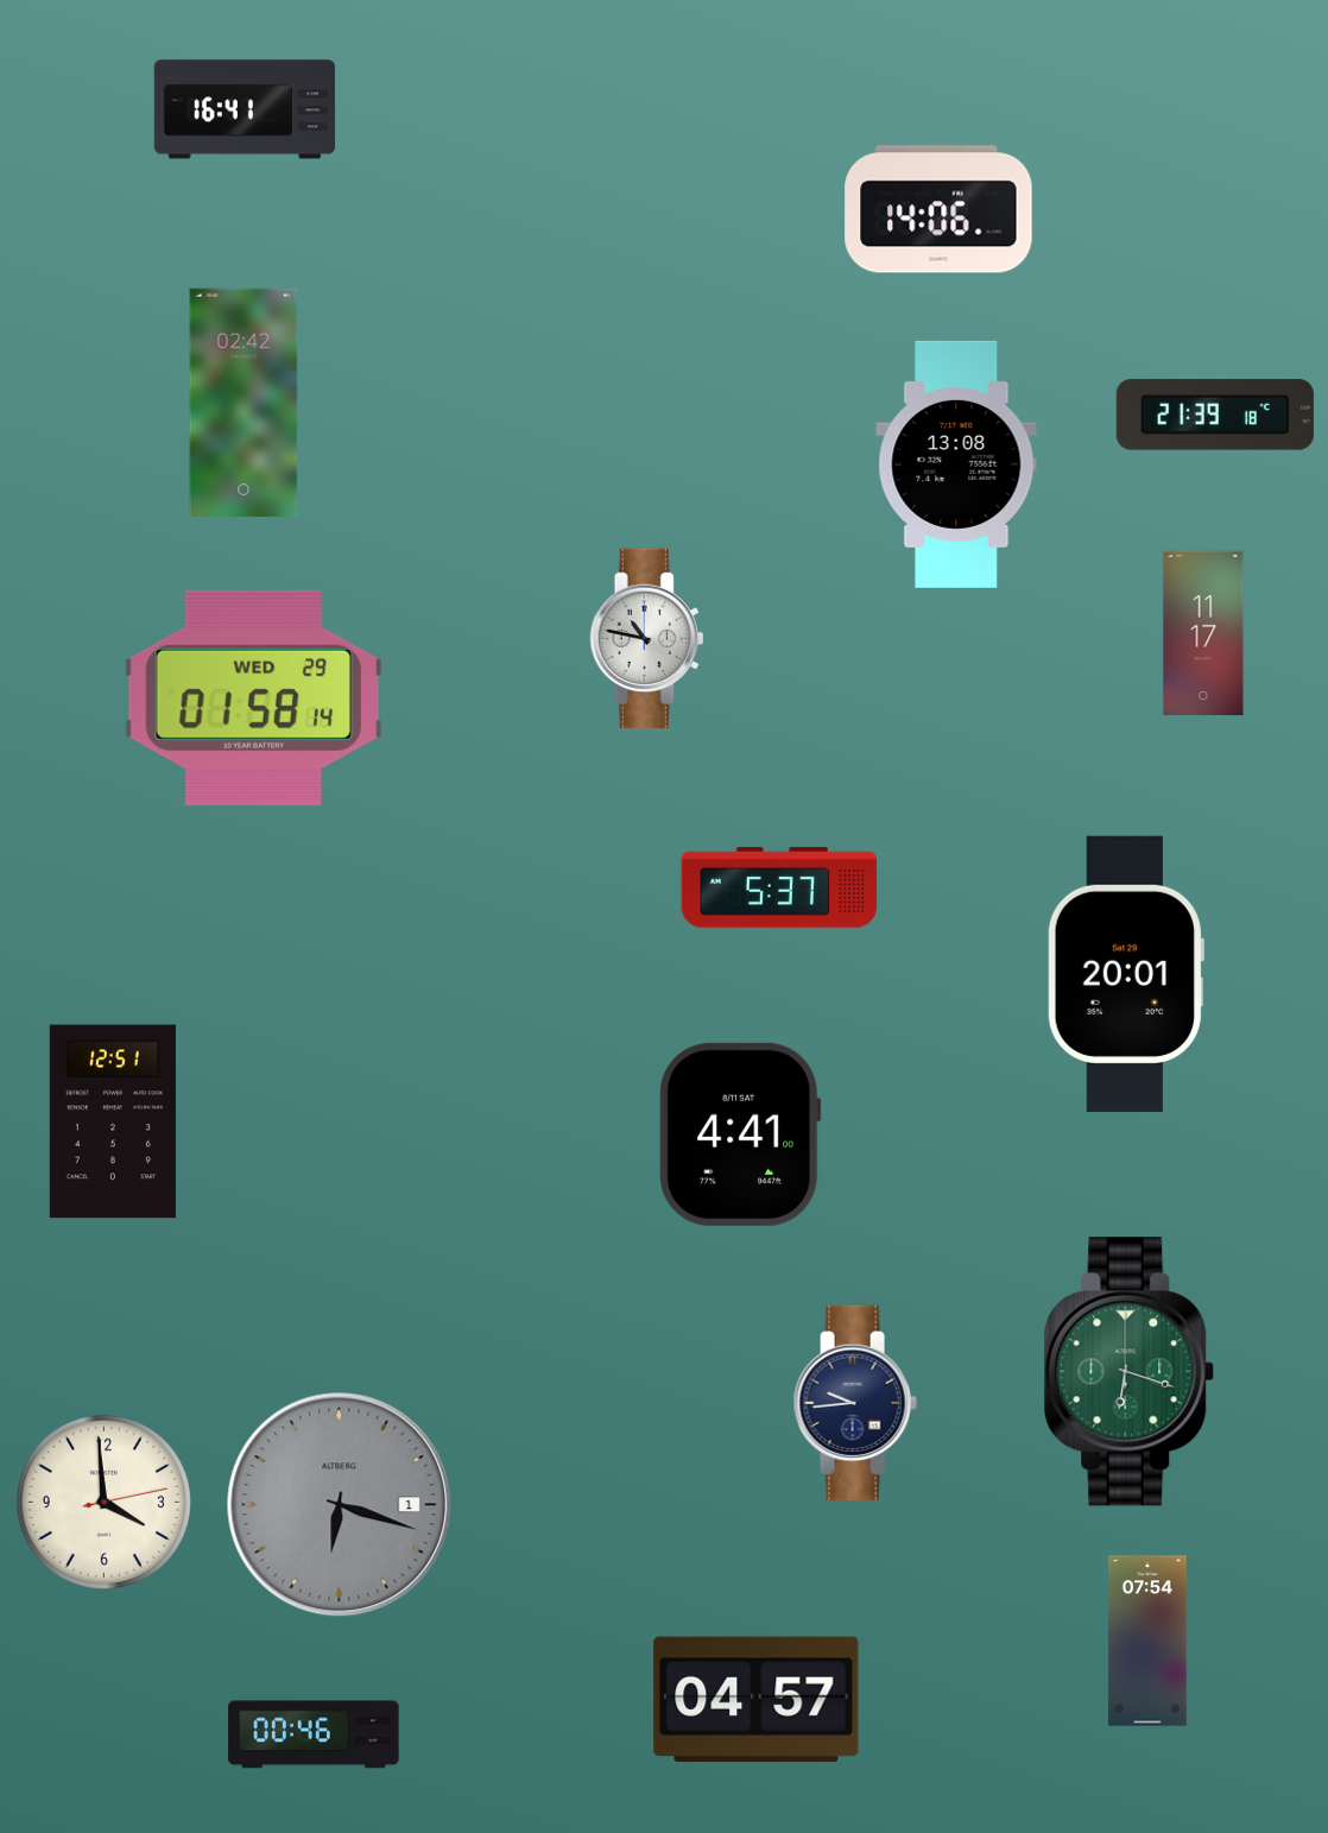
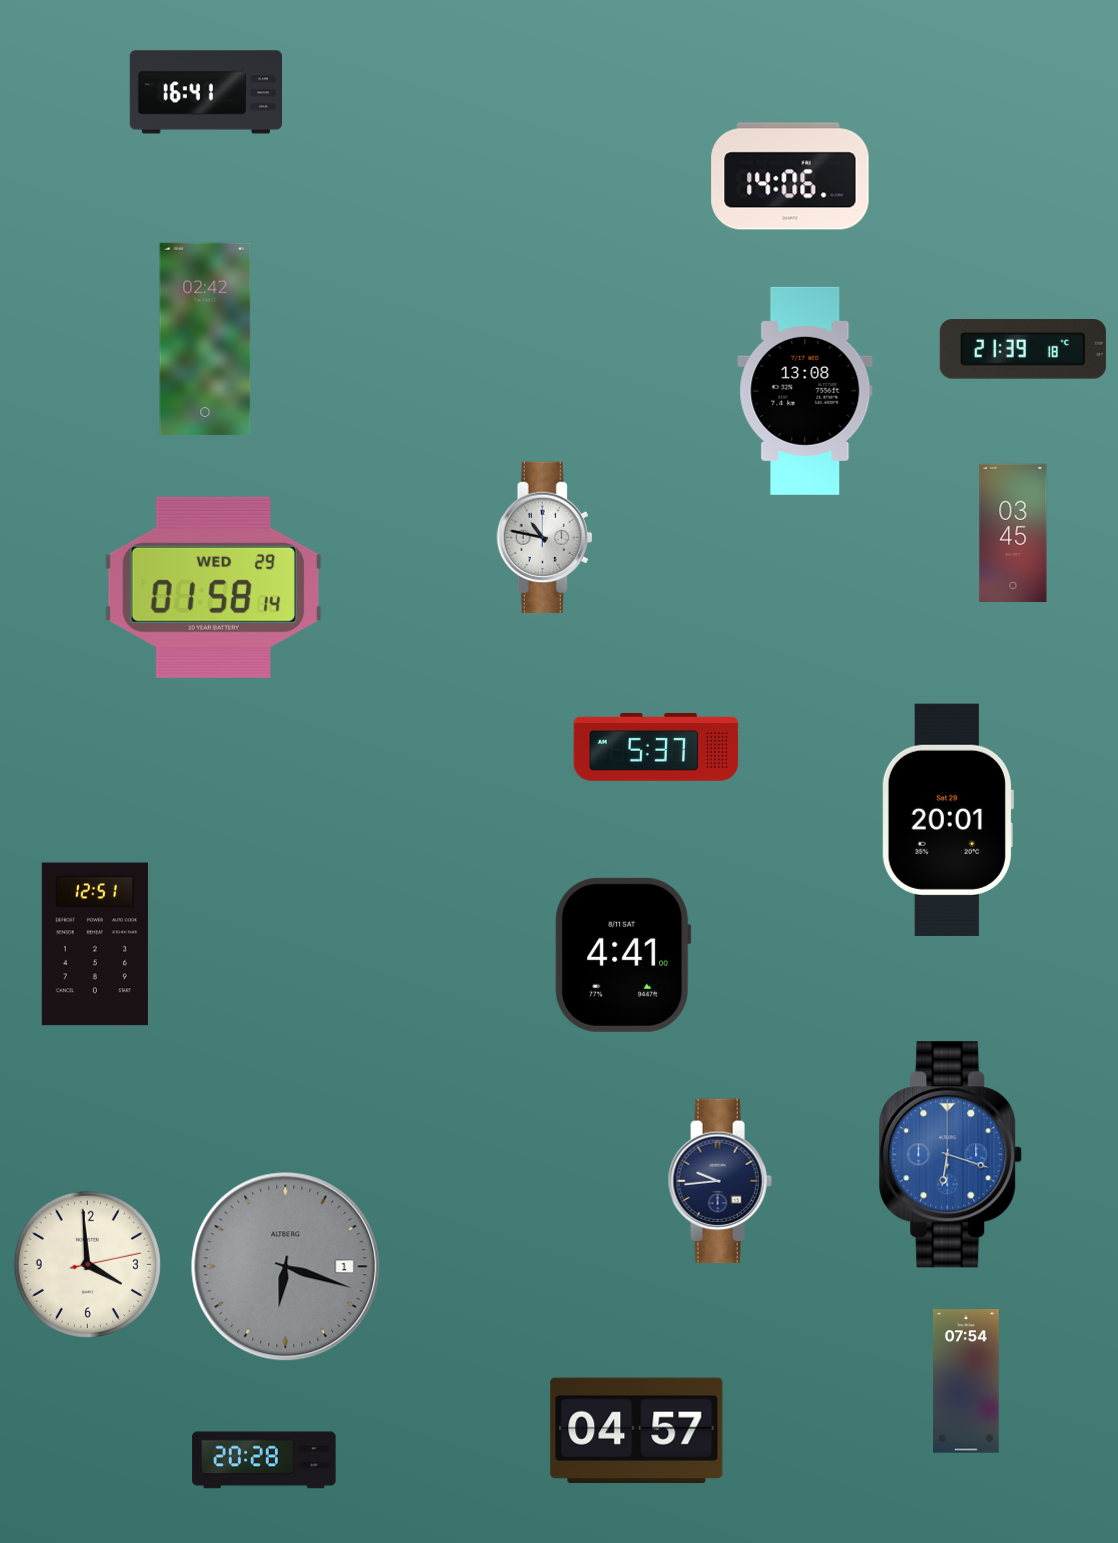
clock at (1203, 633): 11:17 -> 03:45
clock at (1130, 1372) dial: green -> blue
clock at (314, 1734): 00:46 -> 20:28
